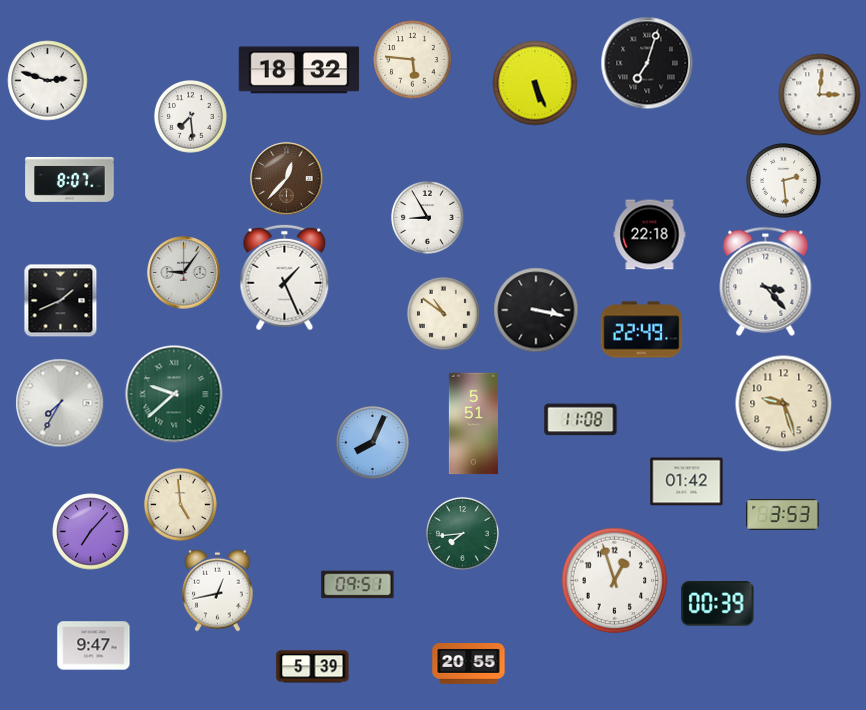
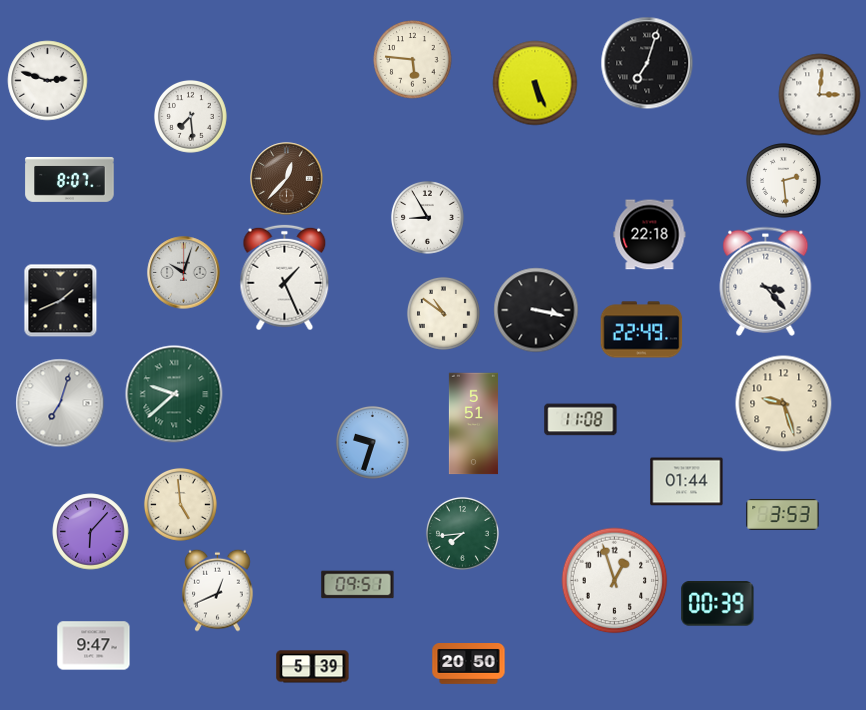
clock at (299, 70): 18:32 -> none
clock at (184, 273): 9:06 -> 10:03
clock at (60, 403): 7:35 -> 7:03
clock at (373, 442): 8:04 -> 9:33
clock at (687, 482): 01:42 -> 01:44
clock at (91, 532): 7:07 -> 6:07
clock at (218, 590): 12:43 -> 12:41
clock at (469, 664): 20:55 -> 20:50
